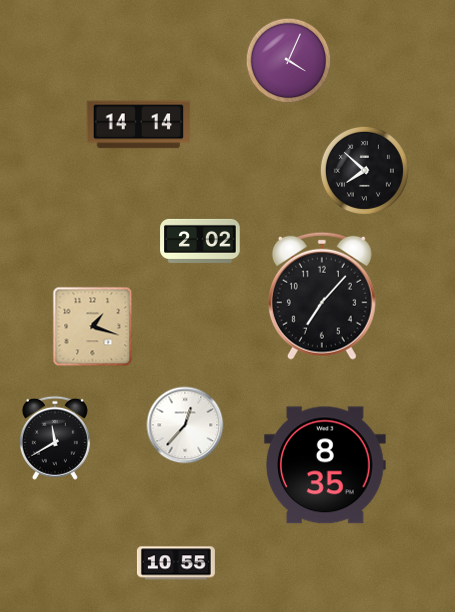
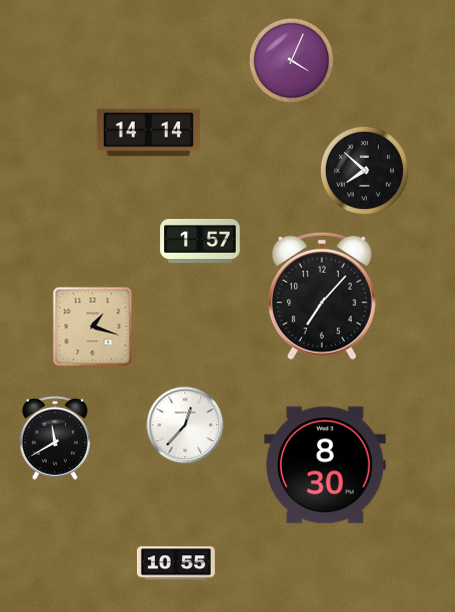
clock at (289, 61) position: (289, 61) -> (292, 61)
clock at (139, 125) position: (139, 125) -> (149, 133)
clock at (200, 241): 2:02 -> 1:57
clock at (326, 465): 8:35 -> 8:30
